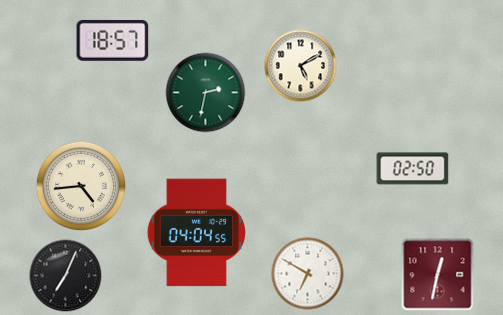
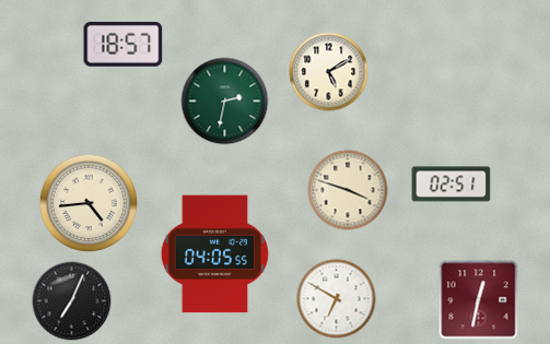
clock at (413, 169): 02:50 -> 02:51
clock at (348, 190): none -> 3:48
clock at (196, 233): 04:04 -> 04:05
